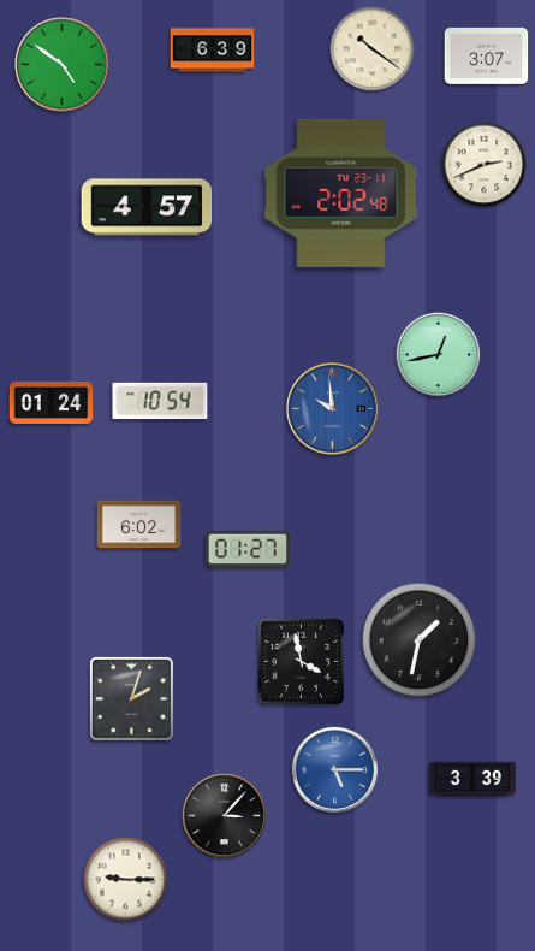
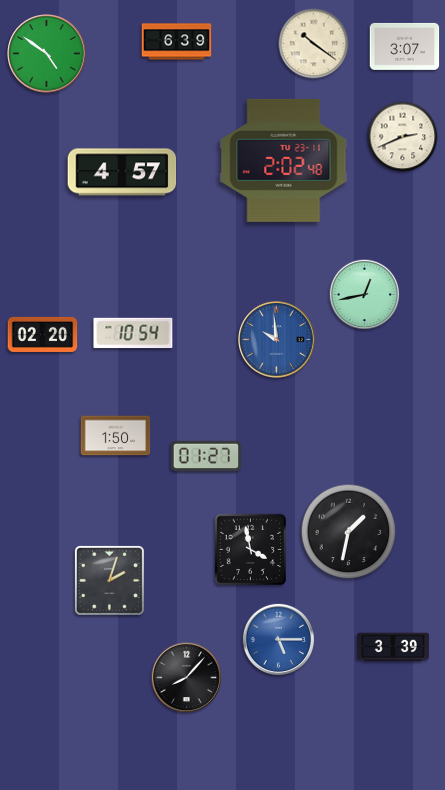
clock at (373, 49) position: (373, 49) -> (314, 44)
clock at (63, 65) position: (63, 65) -> (47, 54)
clock at (52, 402): 01:24 -> 02:20
clock at (139, 525): 6:02 -> 1:50
clock at (225, 816): 3:07 -> 8:07
clock at (126, 880): 9:15 -> none
